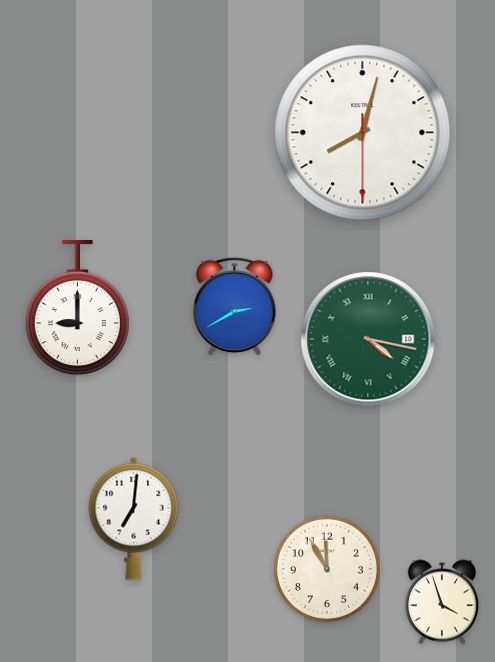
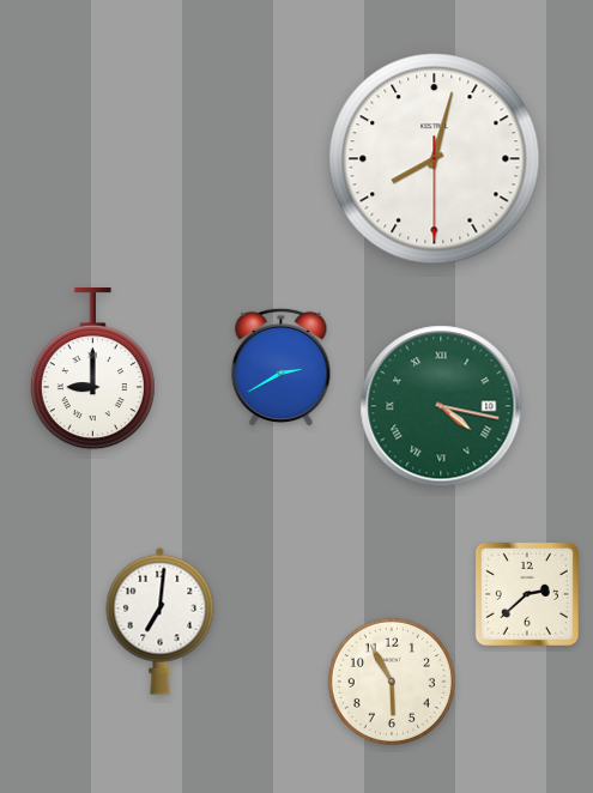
clock at (527, 594): none -> 2:38
clock at (327, 569): 11:55 -> 5:55
clock at (441, 602): 3:57 -> none
